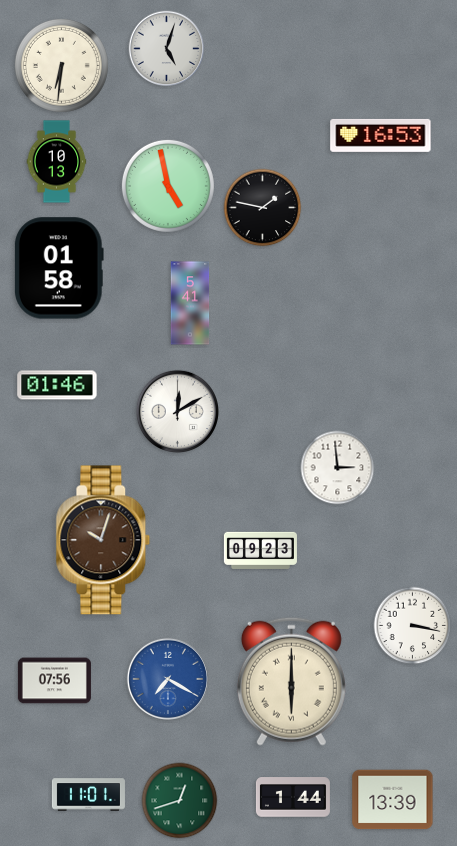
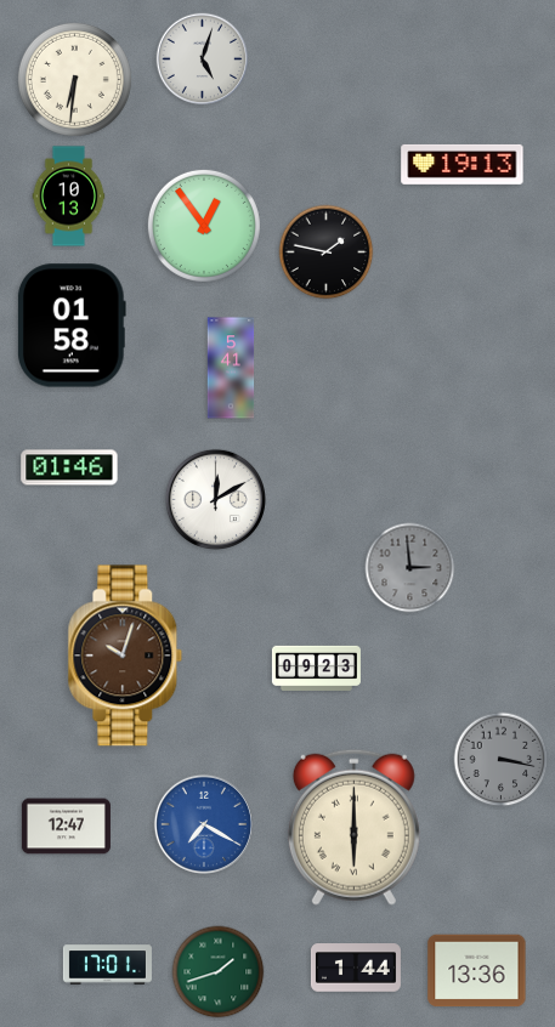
clock at (381, 135): 16:53 -> 19:13
clock at (168, 186): 4:58 -> 12:54
clock at (263, 208) position: (263, 208) -> (327, 253)
clock at (338, 468) dial: white -> grey
clock at (413, 626) dial: white -> grey
clock at (54, 681): 07:56 -> 12:47
clock at (88, 795): 11:01 -> 17:01
clock at (393, 800): 13:39 -> 13:36
clock at (180, 801): 12:42 -> 1:42
